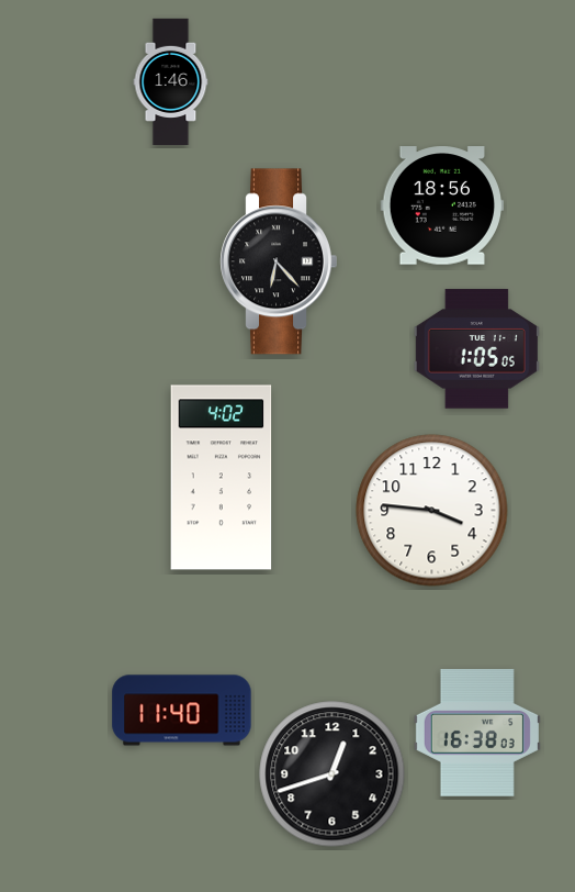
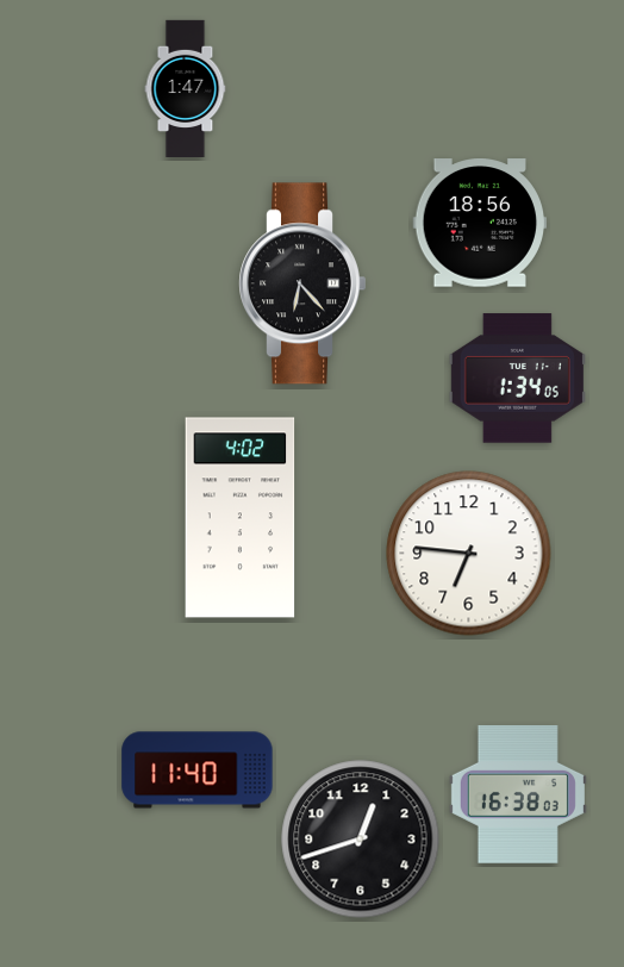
clock at (171, 81): 1:46 -> 1:47
clock at (476, 349): 1:05 -> 1:34
clock at (432, 511): 3:46 -> 6:46
